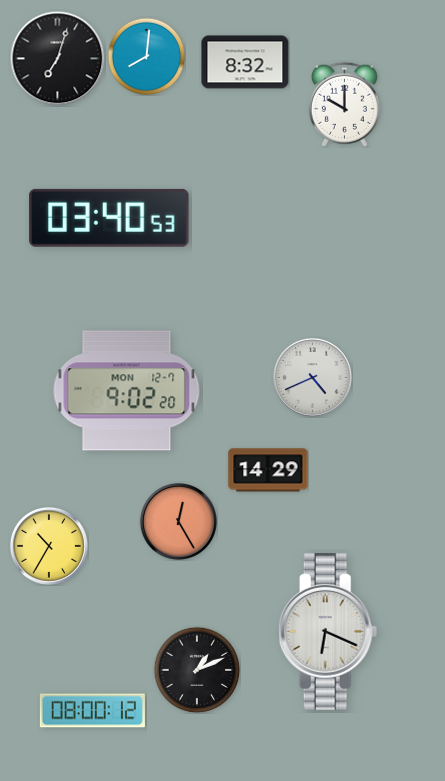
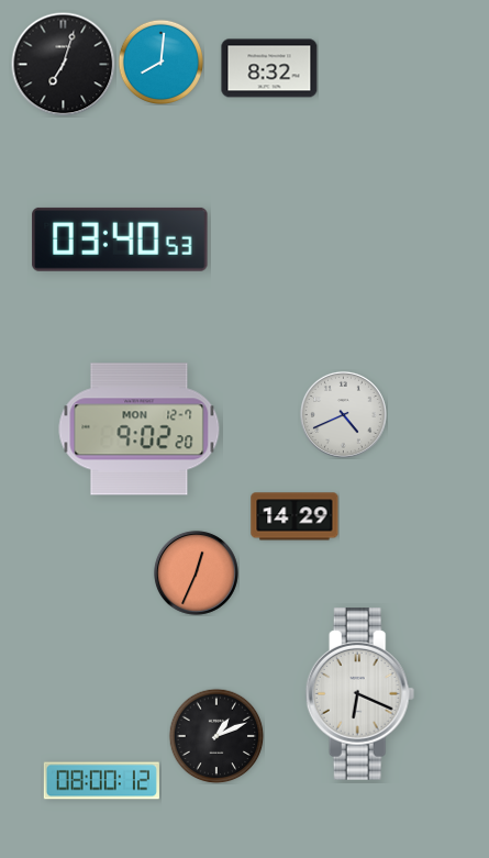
clock at (344, 104): 10:00 -> none
clock at (178, 521): 12:25 -> 12:34
clock at (49, 546): 10:35 -> none
